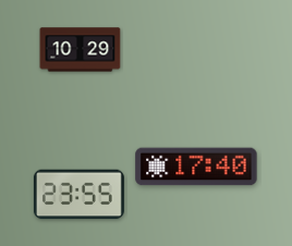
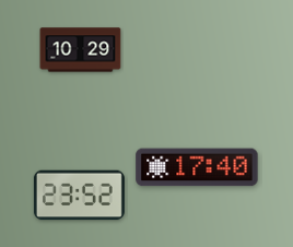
clock at (78, 195): 23:55 -> 23:52
